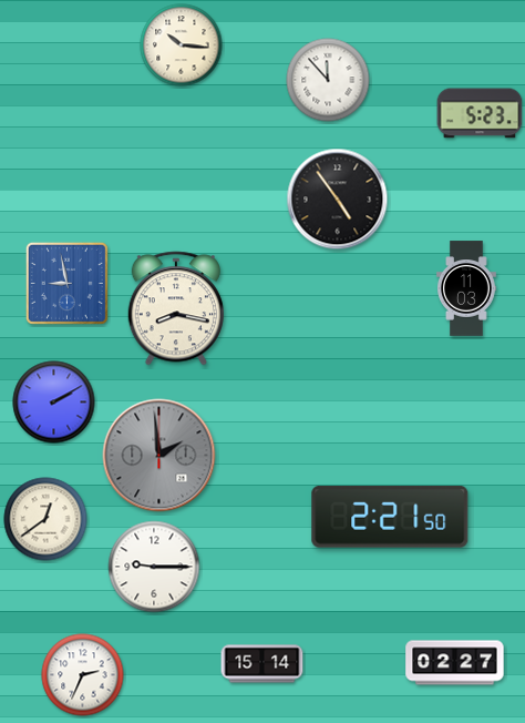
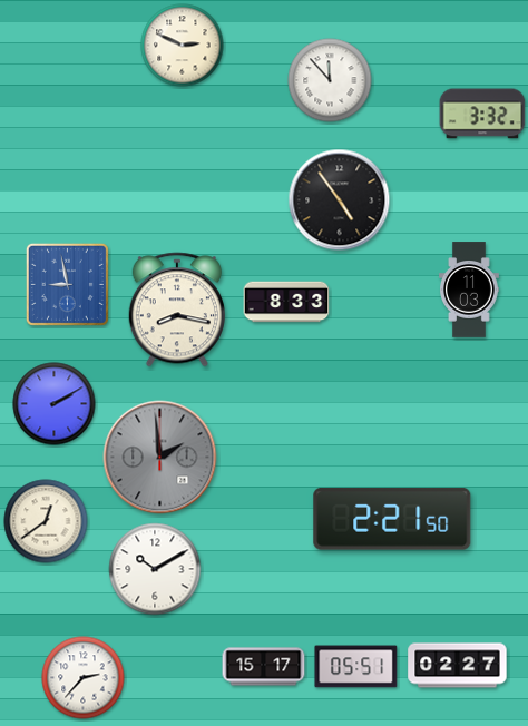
clock at (182, 45): 10:16 -> 2:49
clock at (480, 113): 5:23 -> 3:32
clock at (286, 302): none -> 8:33
clock at (154, 567): 9:15 -> 10:10
clock at (262, 664): 15:14 -> 15:17
clock at (356, 667): none -> 05:51
clock at (83, 675): 2:34 -> 2:37
